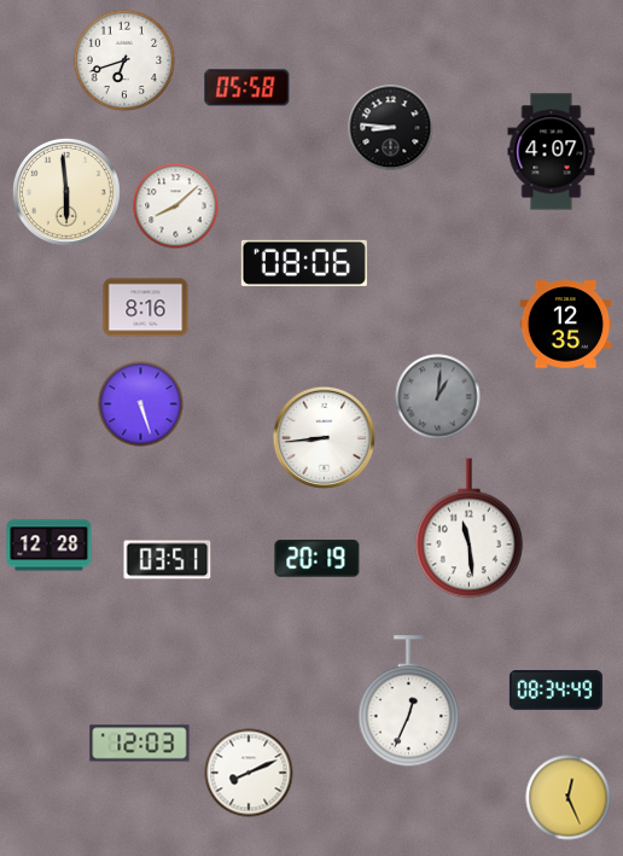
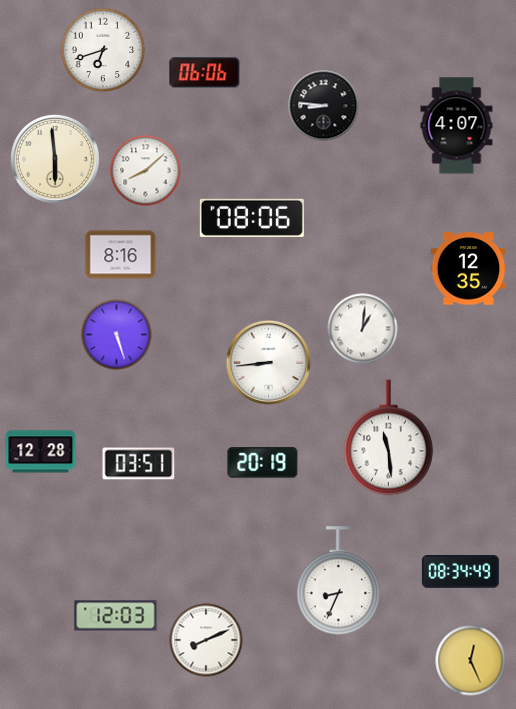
clock at (248, 88): 05:58 -> 06:06
clock at (438, 397) dial: grey -> white
clock at (408, 701): 12:34 -> 8:34
